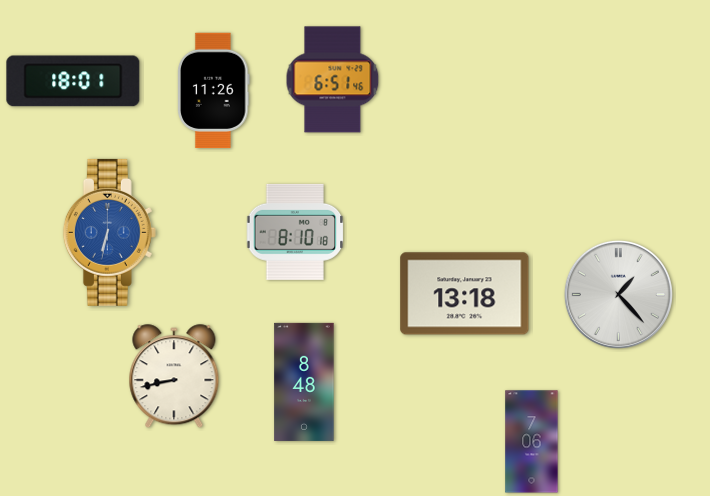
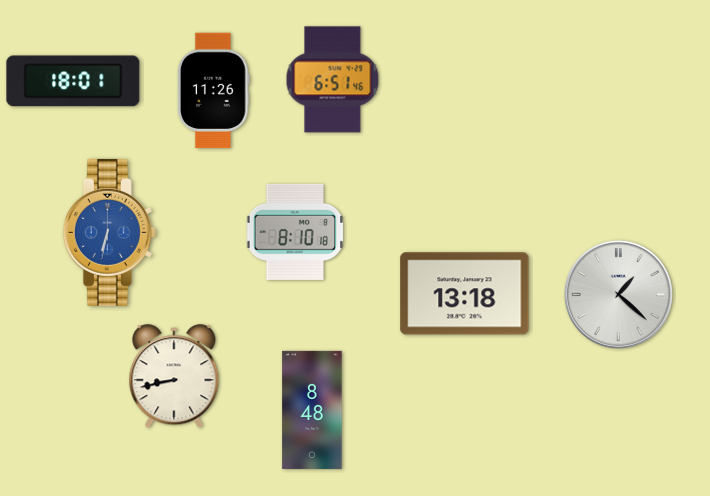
clock at (618, 294): 1:23 -> 1:22
clock at (304, 382) position: (304, 382) -> (312, 410)
clock at (532, 442): 7:06 -> none
